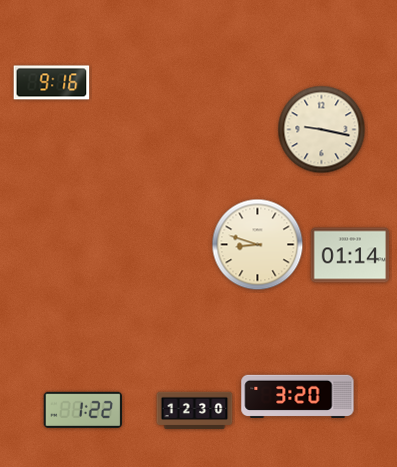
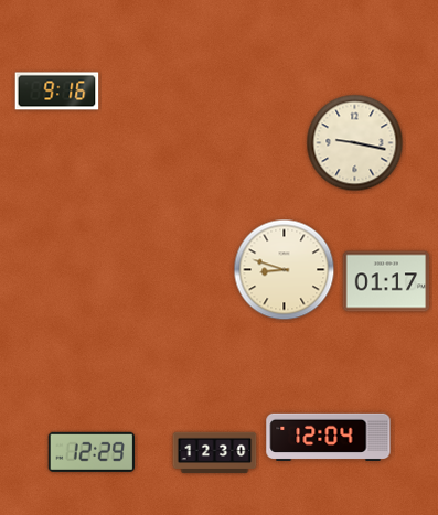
clock at (350, 255): 01:14 -> 01:17
clock at (298, 397): 3:20 -> 12:04
clock at (82, 410): 1:22 -> 12:29
